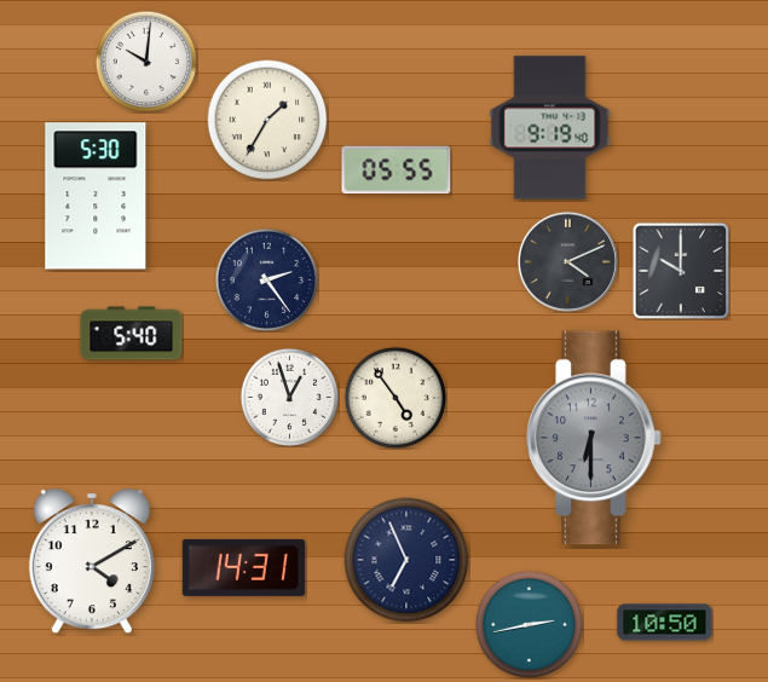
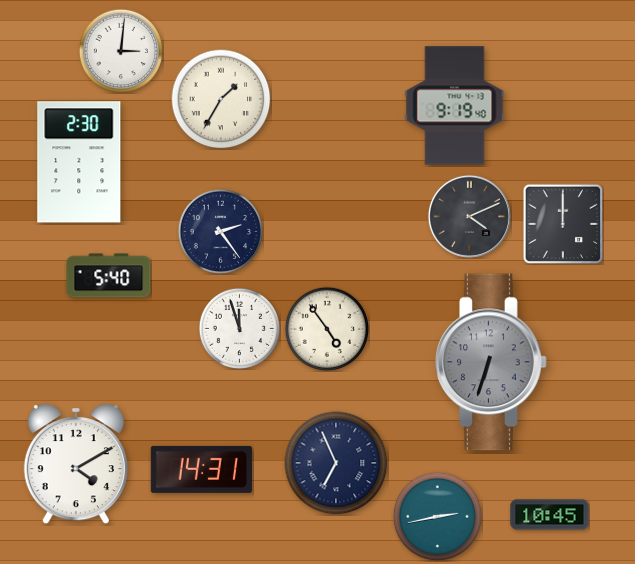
clock at (146, 62): 10:01 -> 3:01
clock at (397, 170): 05:55 -> none
clock at (96, 196): 5:30 -> 2:30
clock at (681, 271): 10:00 -> 12:00
clock at (289, 397): 12:57 -> 11:57
clock at (594, 438): 6:30 -> 6:33
clock at (665, 623): 10:50 -> 10:45
